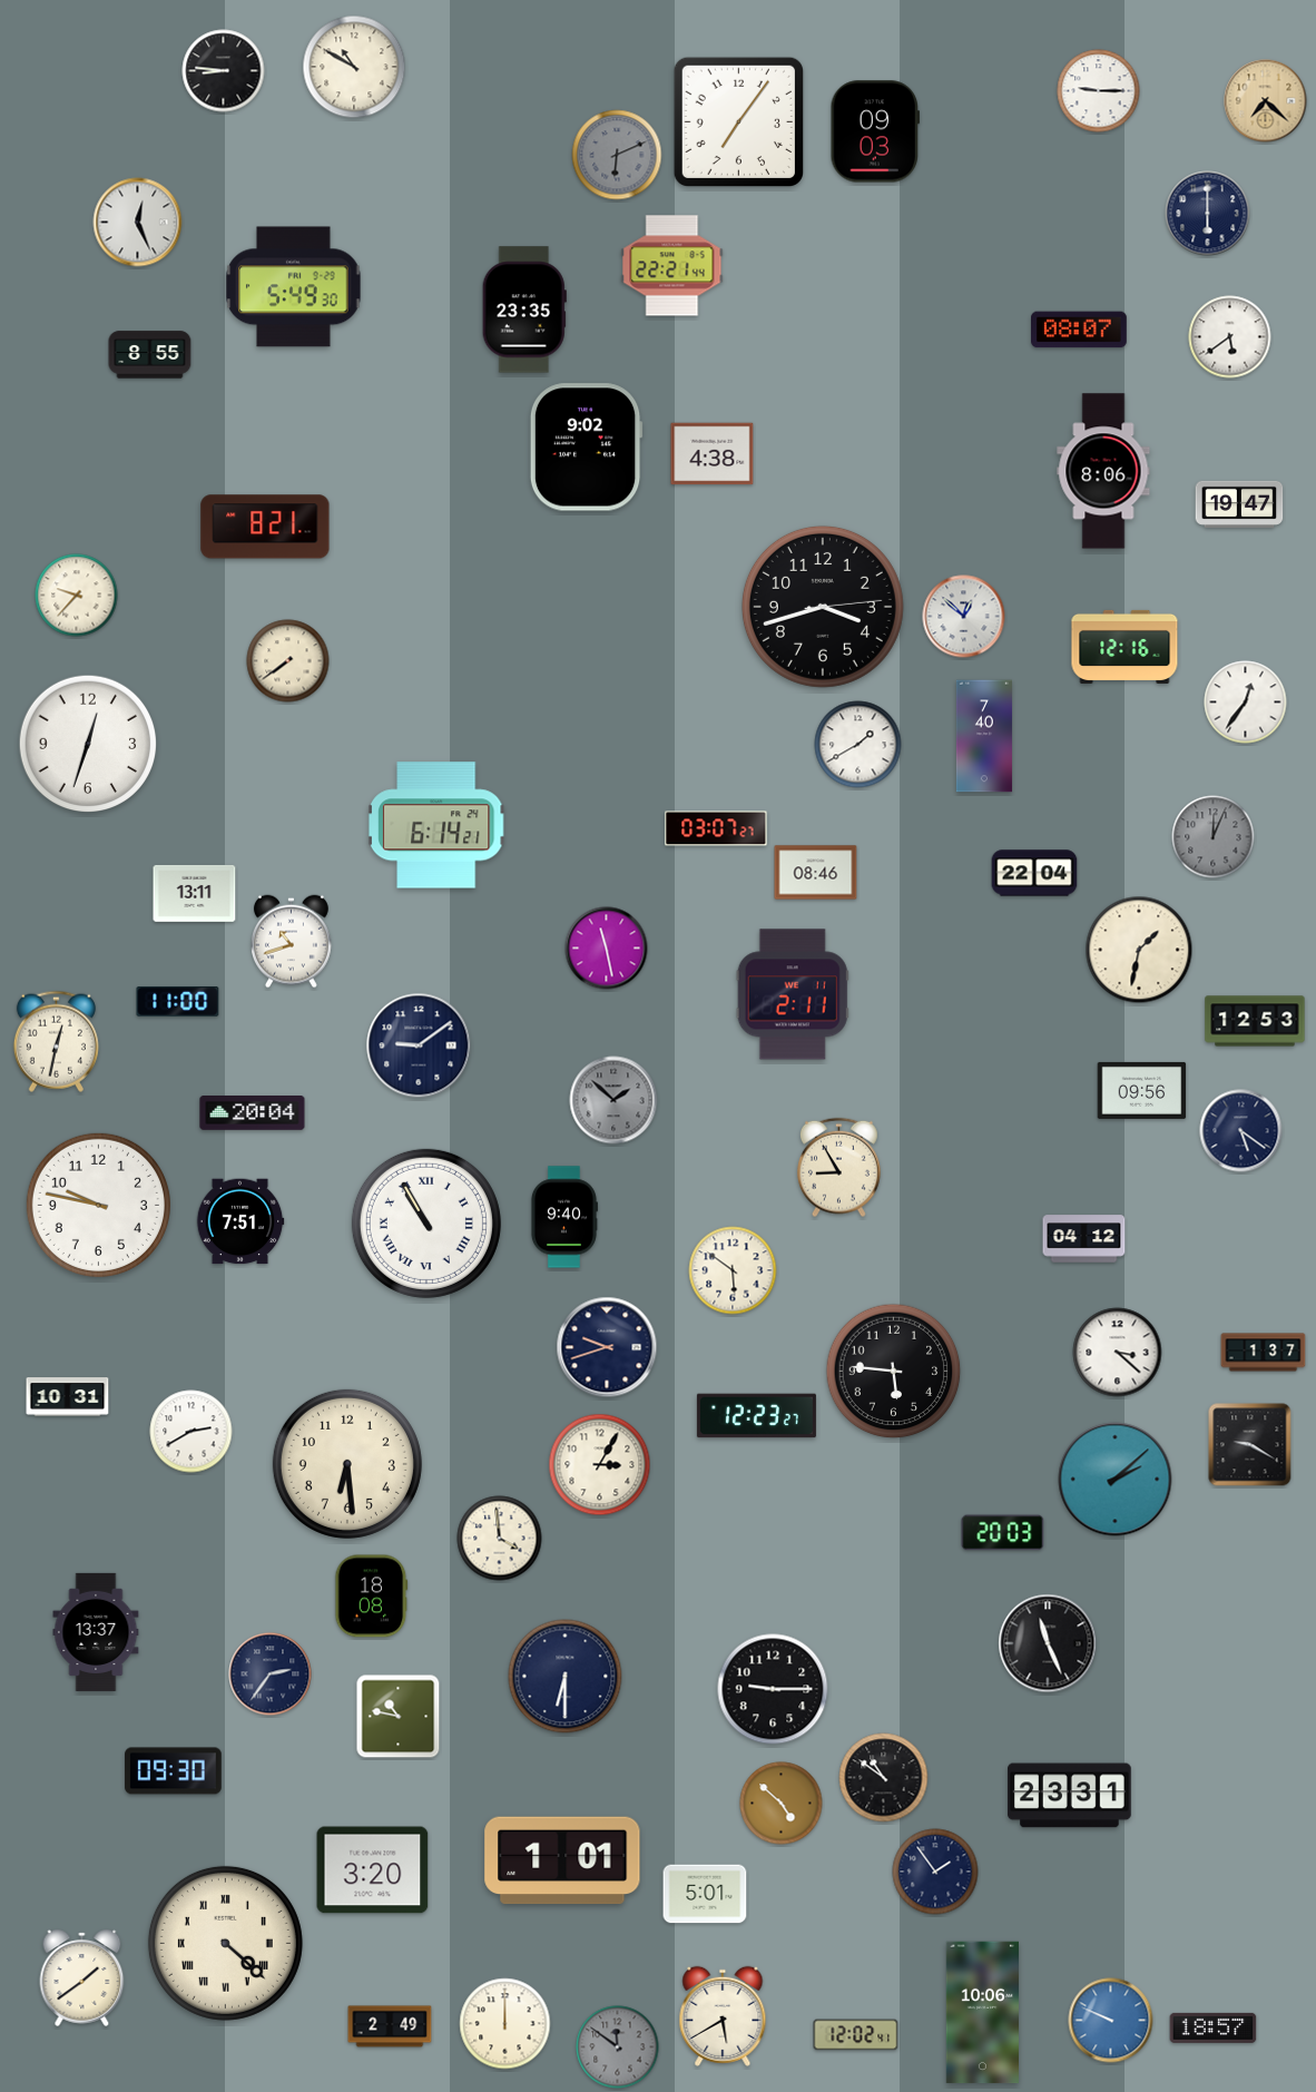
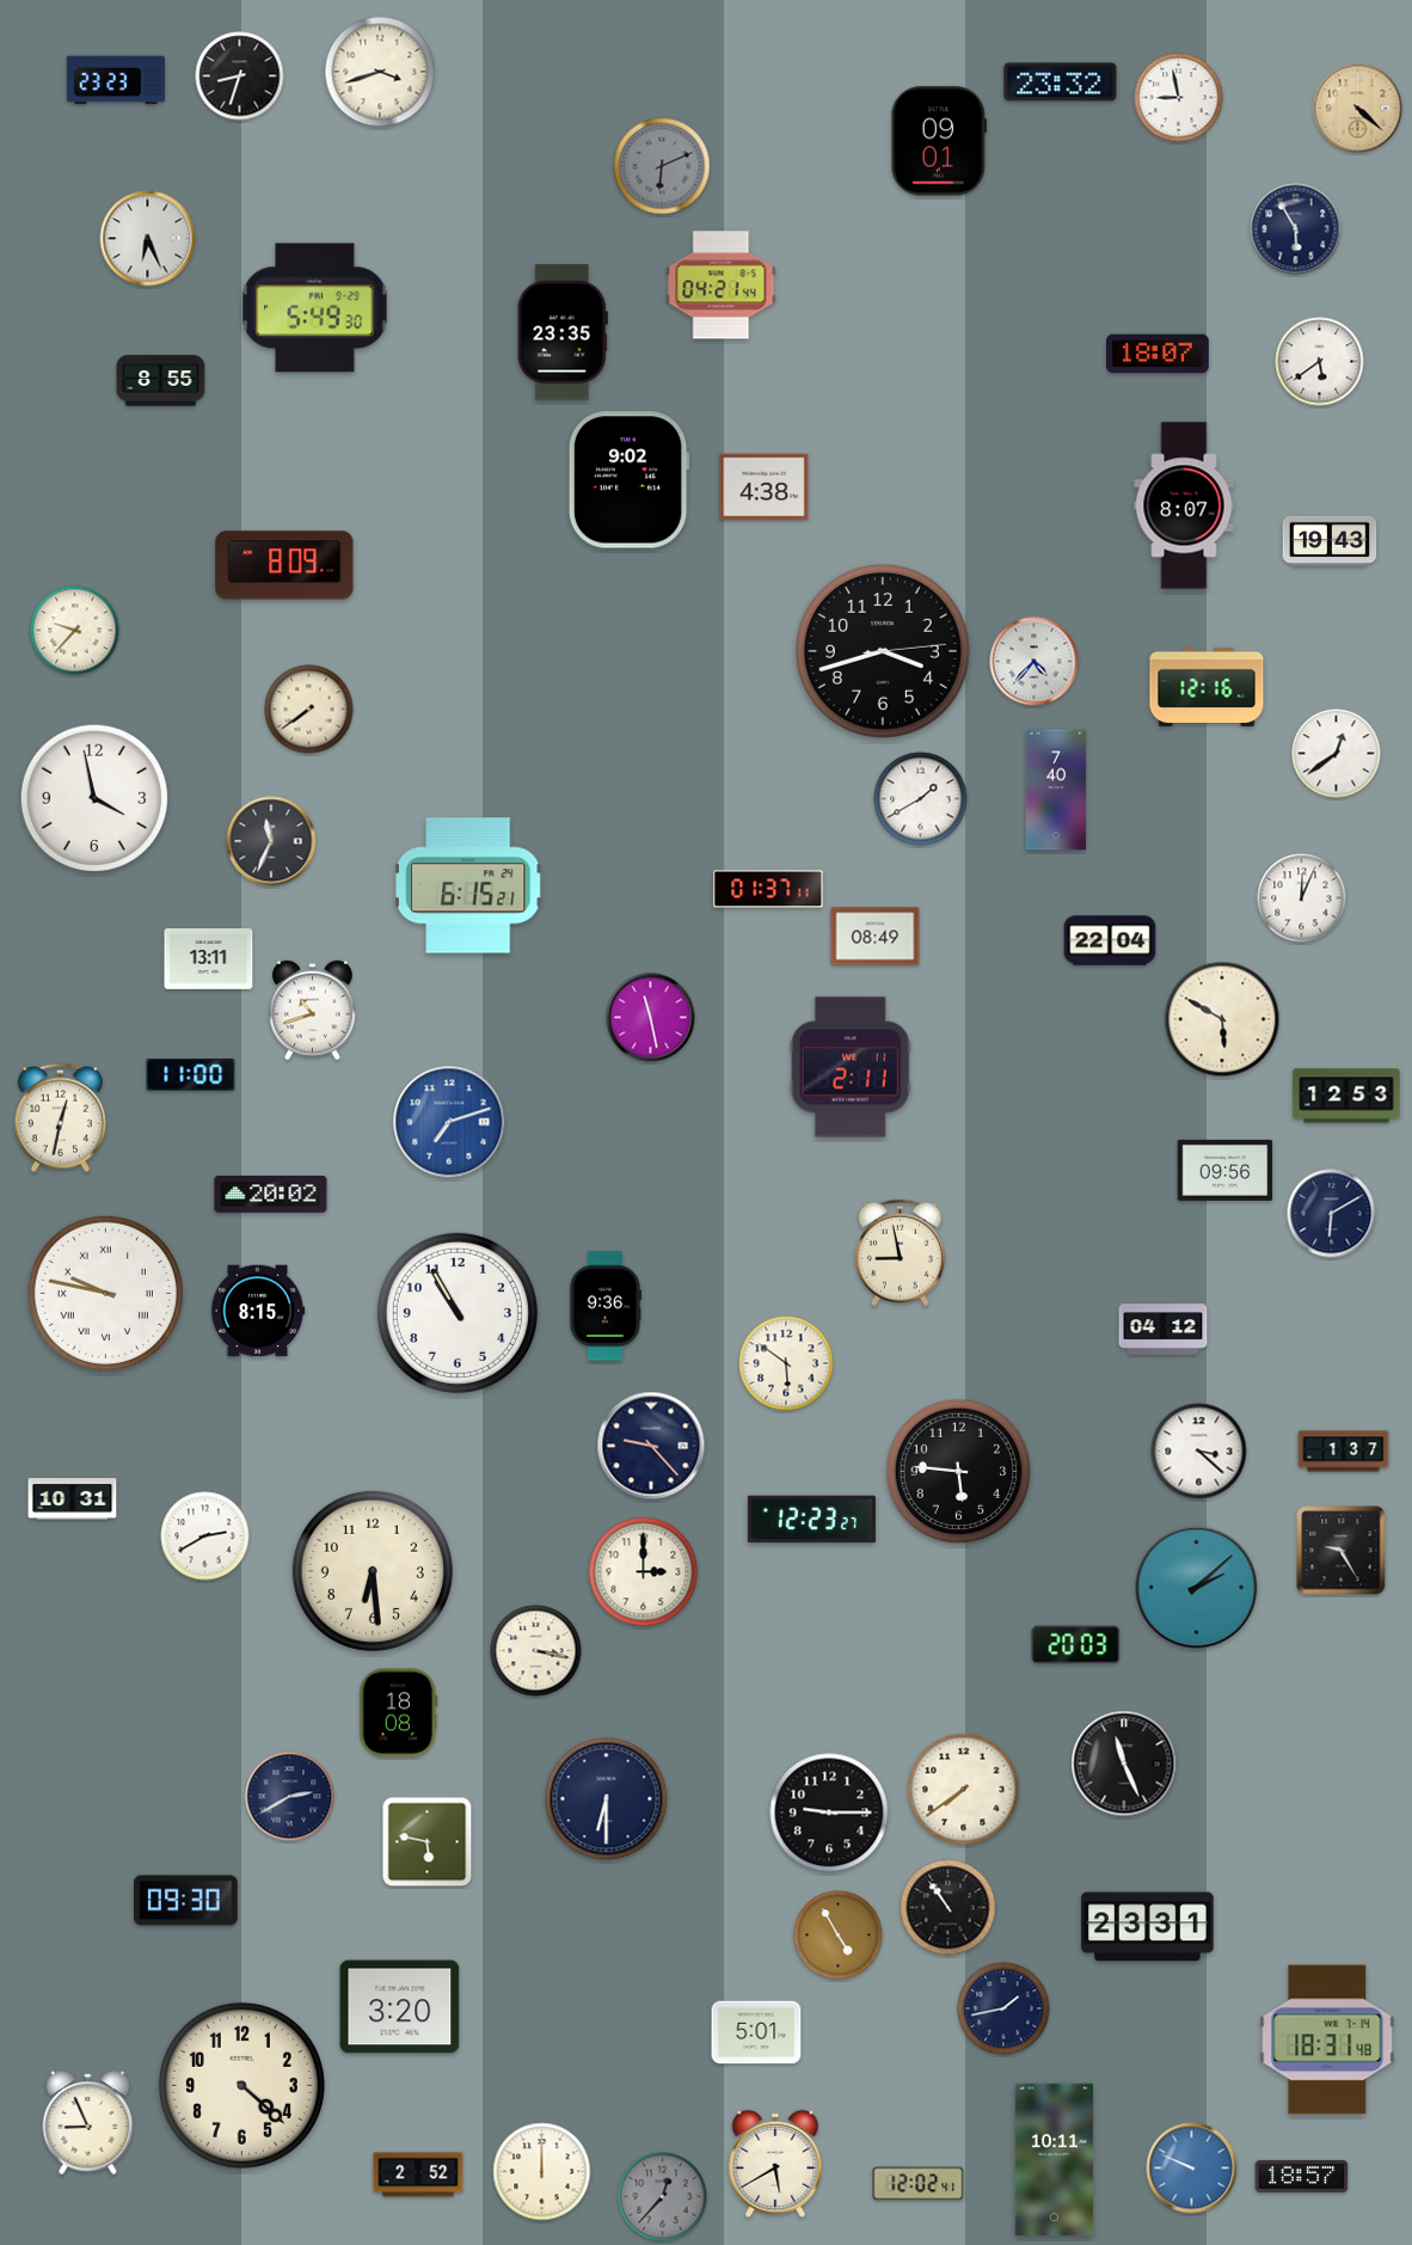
clock at (354, 67): 10:50 -> 3:42
clock at (224, 71): 8:46 -> 8:33
clock at (116, 80): none -> 23:23
clock at (1061, 82): none -> 23:32
clock at (1099, 91): 9:15 -> 8:58
clock at (1266, 101): 7:22 -> 4:22
clock at (738, 121): 7:06 -> none
clock at (875, 131): 09:03 -> 09:01
clock at (1208, 214): 6:00 -> 5:55
clock at (138, 223): 12:26 -> 6:26
clock at (672, 266): 22:21 -> 04:21
clock at (1080, 330): 08:07 -> 18:07
clock at (1103, 471): 8:06 -> 8:07
clock at (1239, 504): 19:47 -> 19:43
clock at (265, 527): 8:21 -> 8:09
clock at (77, 596) position: (77, 596) -> (75, 631)
clock at (964, 617): 12:52 -> 4:37
clock at (1125, 647) position: (1125, 647) -> (1207, 687)
clock at (1246, 703): 12:36 -> 12:39
clock at (88, 744): 12:33 -> 3:58
clock at (271, 841): none -> 11:34
clock at (436, 825): 6:14 -> 6:15
clock at (716, 828): 03:07 -> 01:37
clock at (1214, 837) dial: grey -> white
clock at (816, 873): 08:46 -> 08:49
clock at (1034, 873) position: (1034, 873) -> (1110, 940)
clock at (1139, 950): 1:32 -> 5:50
clock at (419, 1045): 9:09 -> 7:12
clock at (419, 1045) dial: navy -> blue
clock at (613, 1100): 1:52 -> none
clock at (253, 1113): 20:04 -> 20:02
clock at (1241, 1131): 5:21 -> 6:10
clock at (838, 1168): 8:55 -> 8:58
clock at (98, 1205) numerals: Arabic -> Roman
clock at (563, 1217): 9:40 -> 9:36
clock at (240, 1221): 7:51 -> 8:15
clock at (426, 1224) numerals: Roman -> Arabic
clock at (607, 1347): 9:42 -> 9:23
clock at (1264, 1353) position: (1264, 1353) -> (1344, 1452)
clock at (1250, 1445): 9:20 -> 9:25
clock at (600, 1465): 3:05 -> 3:00
clock at (500, 1539): 3:59 -> 3:17
clock at (96, 1632): 13:37 -> none
clock at (964, 1790): none -> 7:39
clock at (271, 1674): 2:36 -> 2:40
clock at (399, 1717): 10:47 -> 5:47
clock at (884, 1778): 10:51 -> 10:54
clock at (782, 1804): 4:52 -> 4:55
clock at (562, 1860): 1:01 -> none
clock at (935, 1872): 1:54 -> 1:43
clock at (1327, 2039): none -> 18:31
clock at (225, 1943) numerals: Roman -> Arabic
clock at (82, 1977): 1:39 -> 8:56
clock at (982, 2013): 10:06 -> 10:11
clock at (390, 2026): 2:49 -> 2:52
clock at (618, 2047): 11:51 -> 12:37
